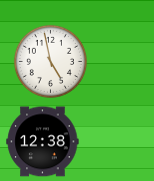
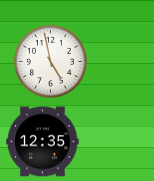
clock at (43, 142): 12:38 -> 12:35
